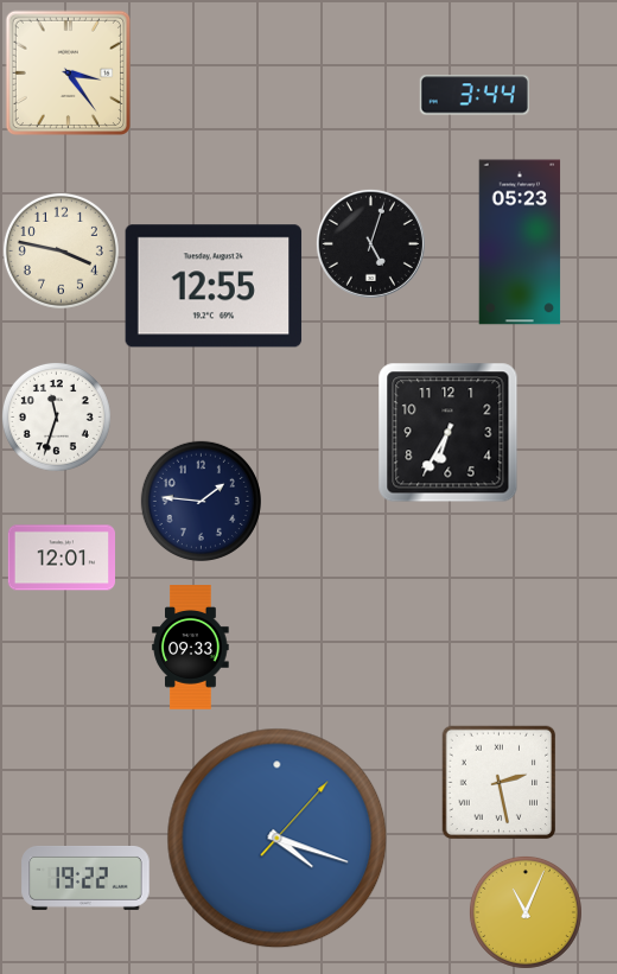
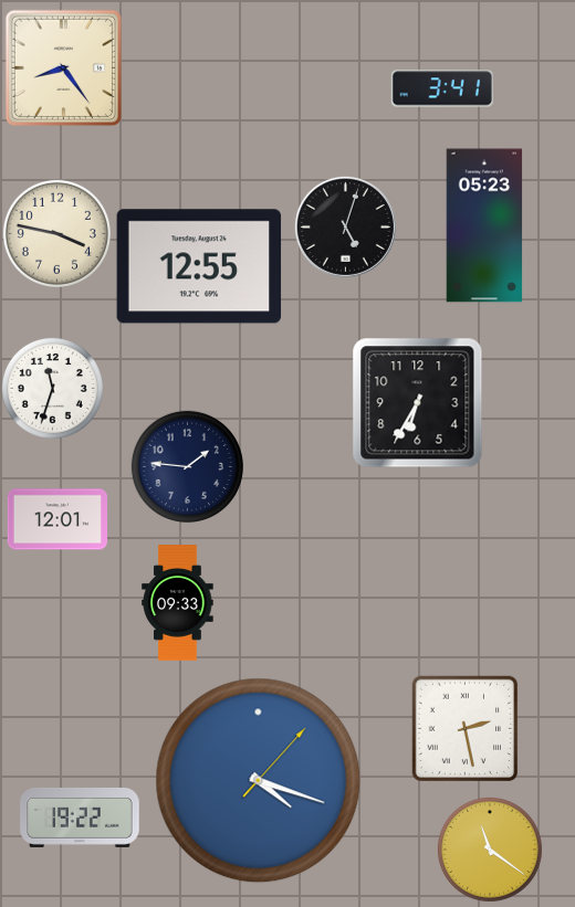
clock at (68, 72): 3:24 -> 8:24
clock at (475, 95): 3:44 -> 3:41
clock at (526, 912): 11:04 -> 11:21
